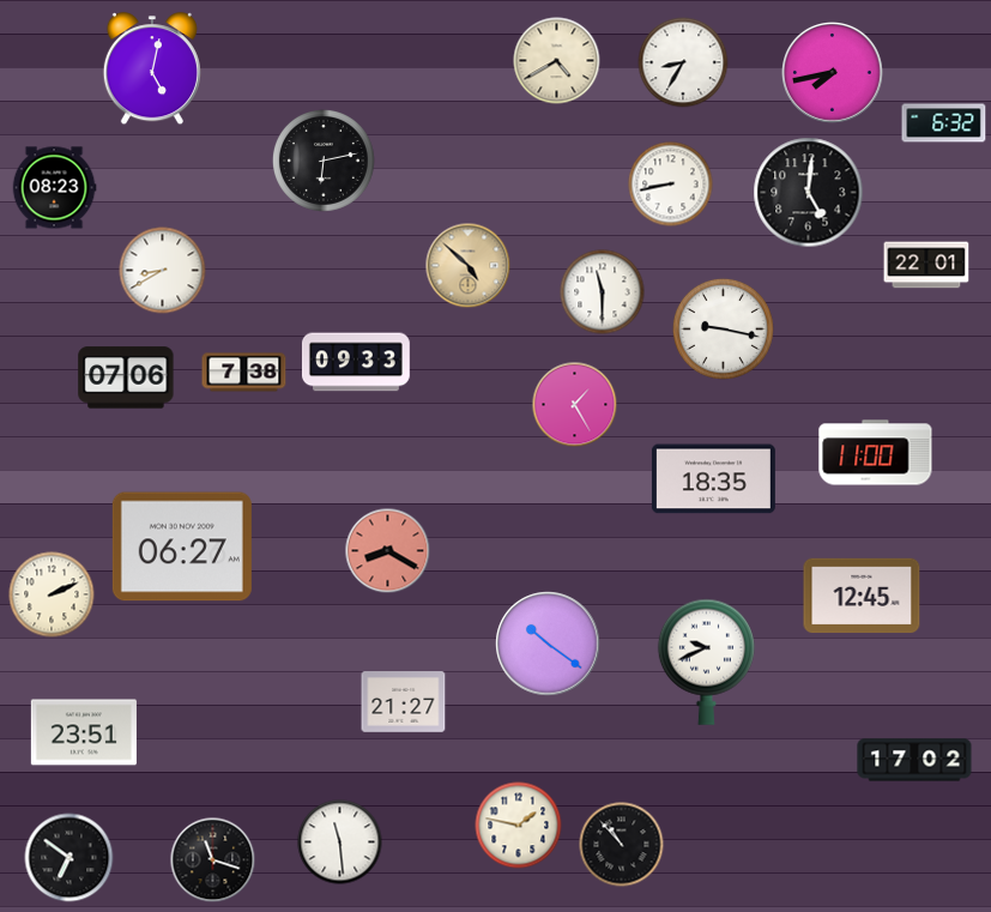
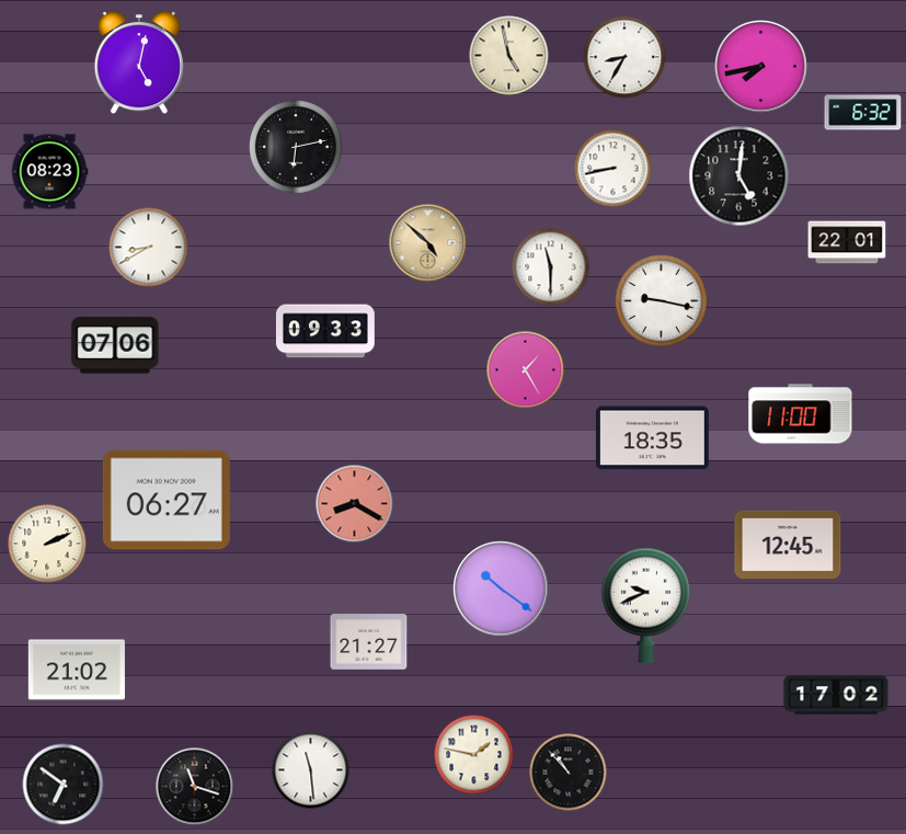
clock at (557, 61): 4:40 -> 4:58
clock at (244, 373): 7:38 -> none
clock at (84, 732): 23:51 -> 21:02
